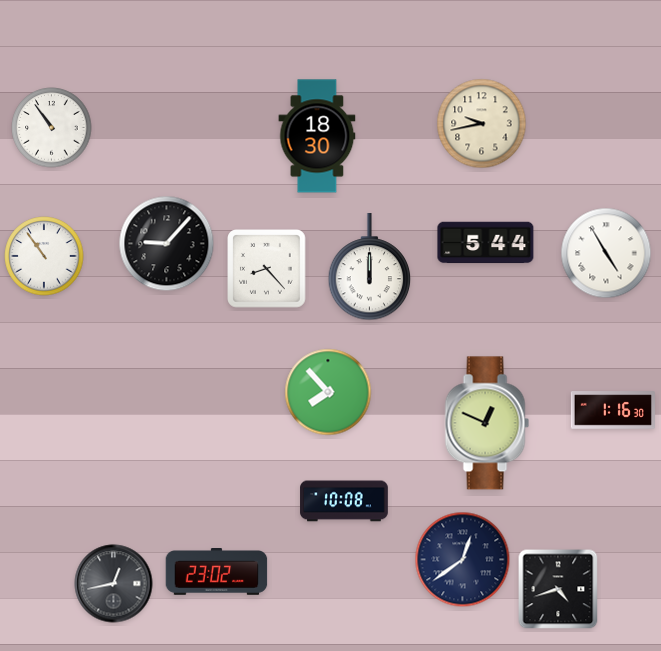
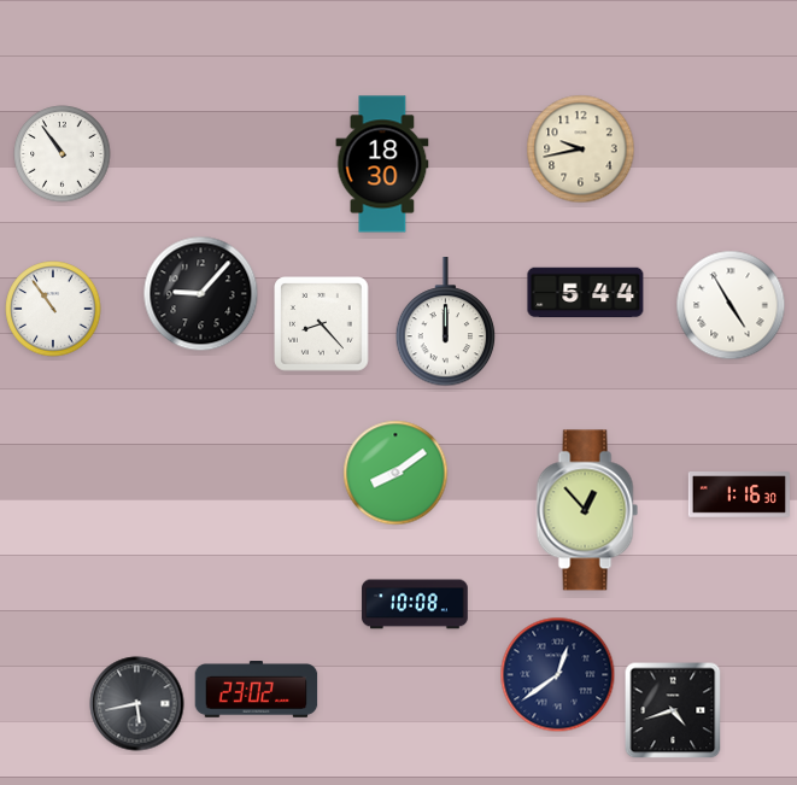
clock at (328, 392): 7:53 -> 8:09
clock at (487, 423): 12:49 -> 12:53
clock at (217, 572) position: (217, 572) -> (257, 690)
clock at (114, 584): 12:43 -> 5:43
